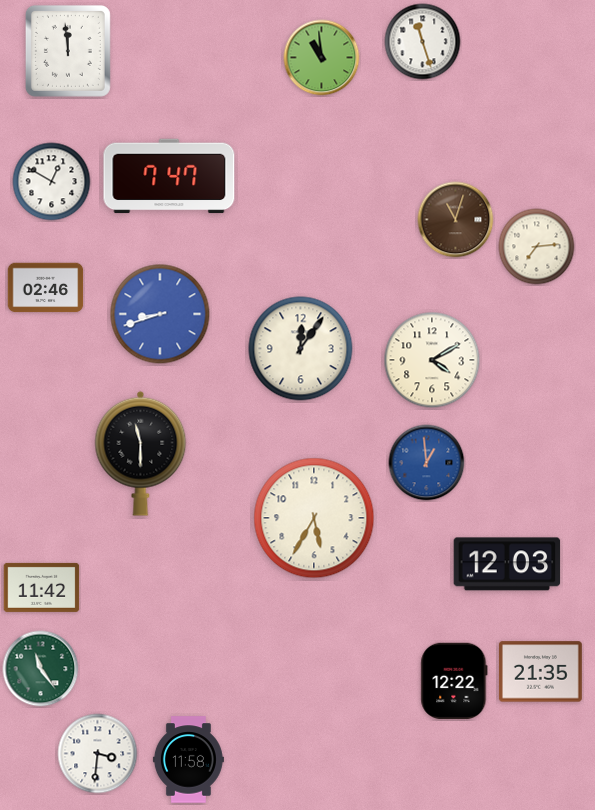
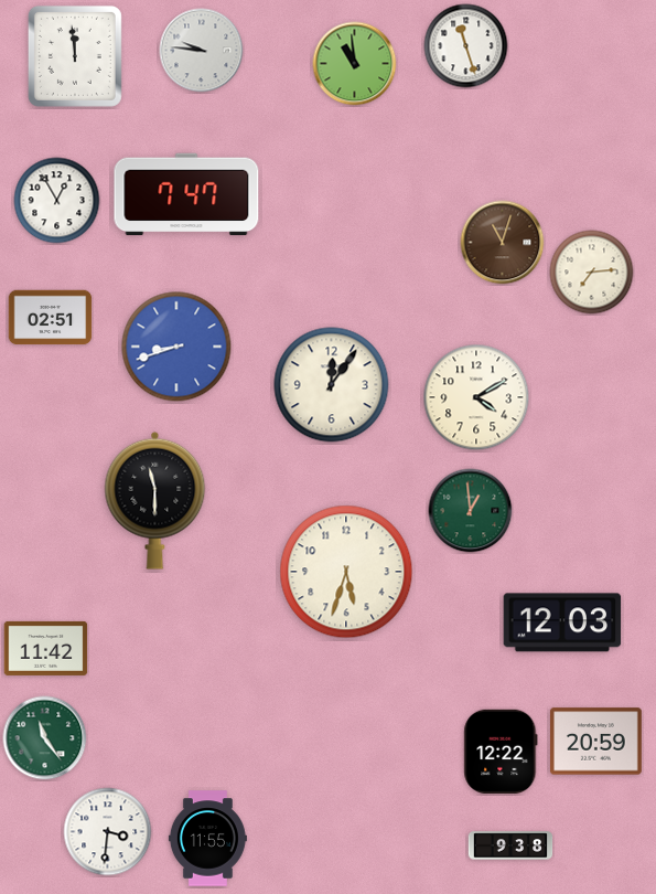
clock at (202, 51): none -> 9:46
clock at (52, 182): 12:50 -> 12:55
clock at (46, 288): 02:46 -> 02:51
clock at (427, 463) dial: blue -> green
clock at (314, 518): 5:35 -> 5:33
clock at (507, 564) position: (507, 564) -> (562, 622)
clock at (540, 672): 21:35 -> 20:59
clock at (188, 760): 11:58 -> 11:55
clock at (510, 845): none -> 9:38
